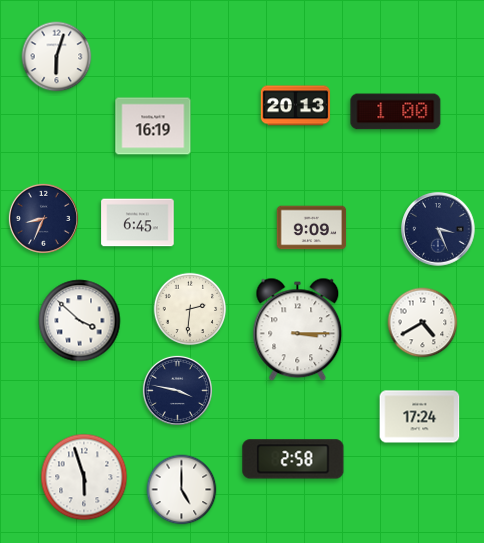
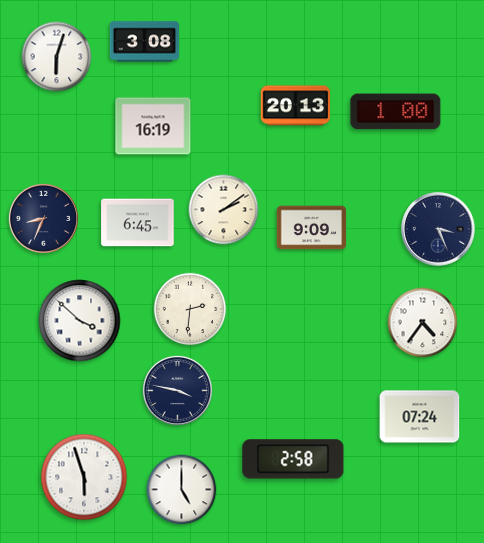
clock at (145, 42): none -> 3:08
clock at (224, 210): none -> 2:09
clock at (423, 323): 4:40 -> 4:36
clock at (298, 330): 3:15 -> none
clock at (420, 417): 17:24 -> 07:24
